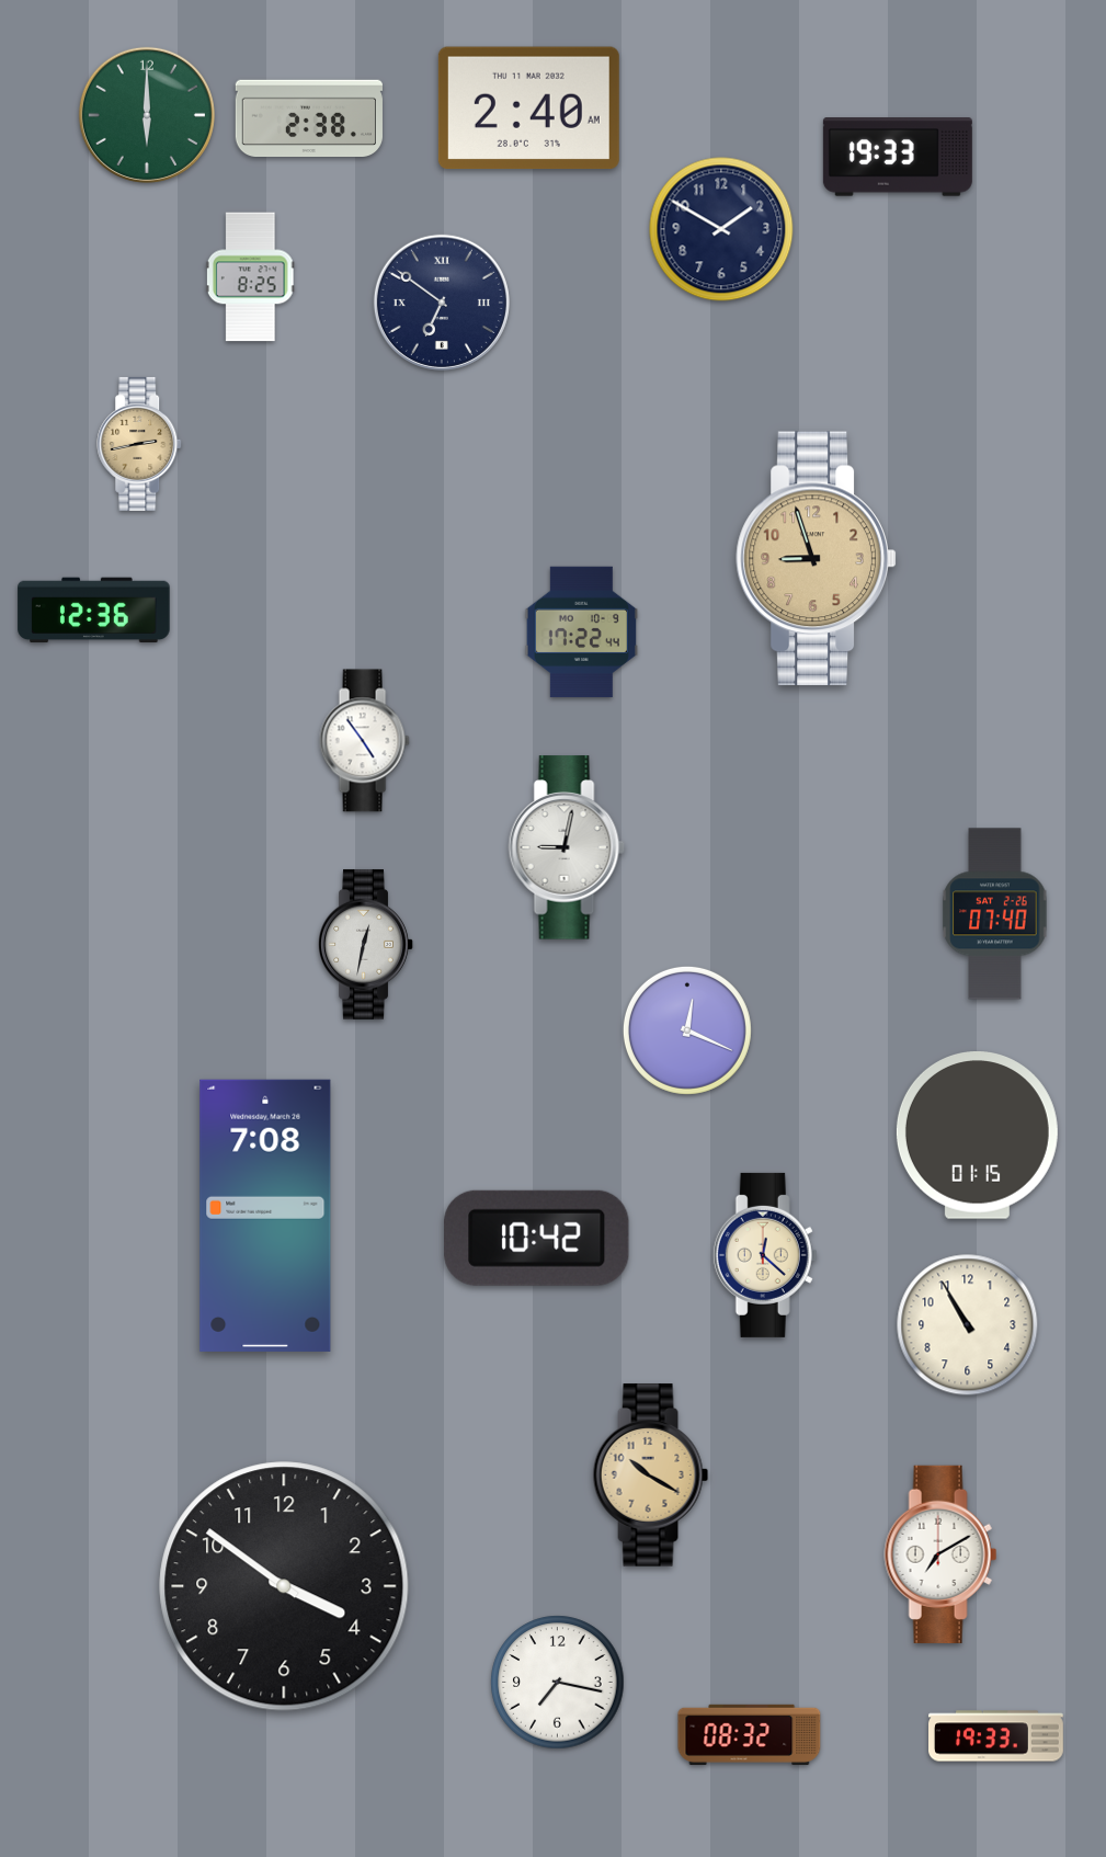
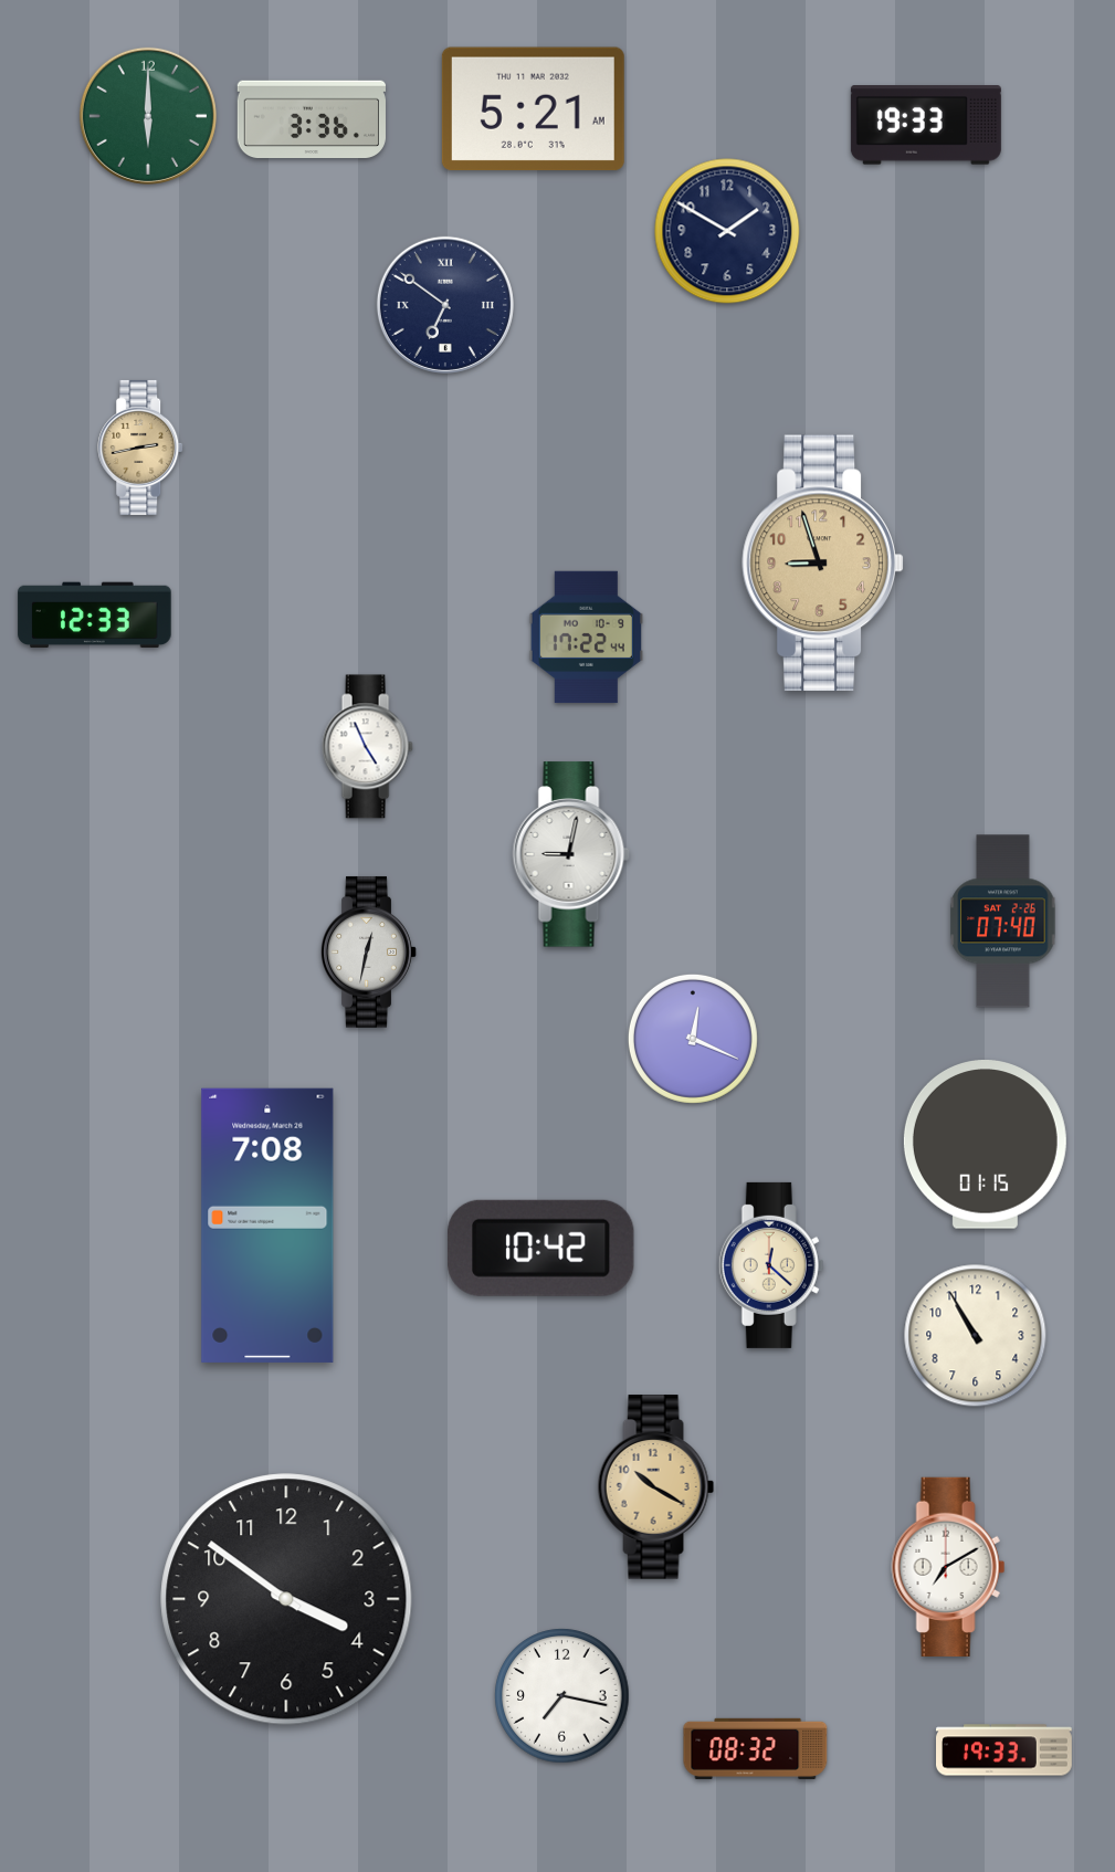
clock at (528, 109): 2:40 -> 5:21
clock at (309, 118): 2:38 -> 3:36
clock at (898, 157) position: (898, 157) -> (926, 125)
clock at (250, 277): 8:25 -> none
clock at (94, 611): 12:36 -> 12:33
clock at (364, 741): 4:54 -> 4:56
